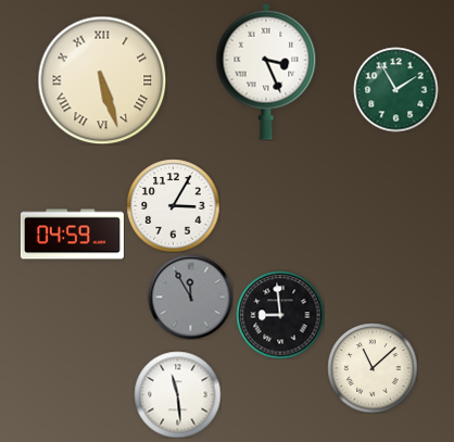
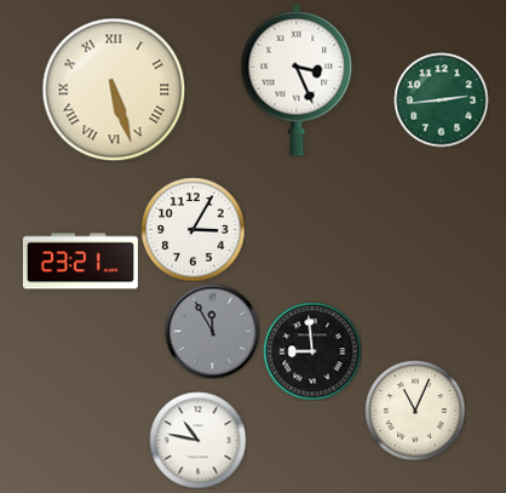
clock at (395, 89): 1:55 -> 2:44
clock at (72, 235): 04:59 -> 23:21
clock at (373, 368): 11:08 -> 11:04
clock at (177, 394): 11:29 -> 10:47
